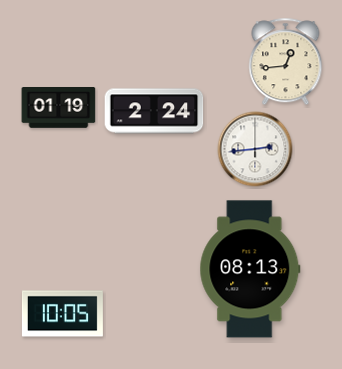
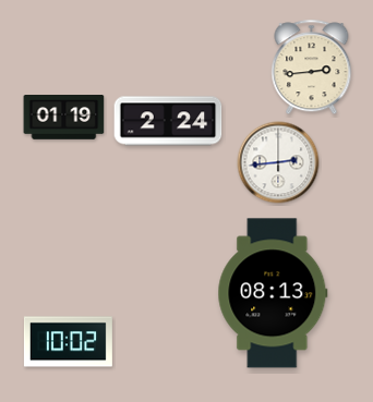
clock at (286, 62): 12:44 -> 2:44
clock at (62, 314): 10:05 -> 10:02
